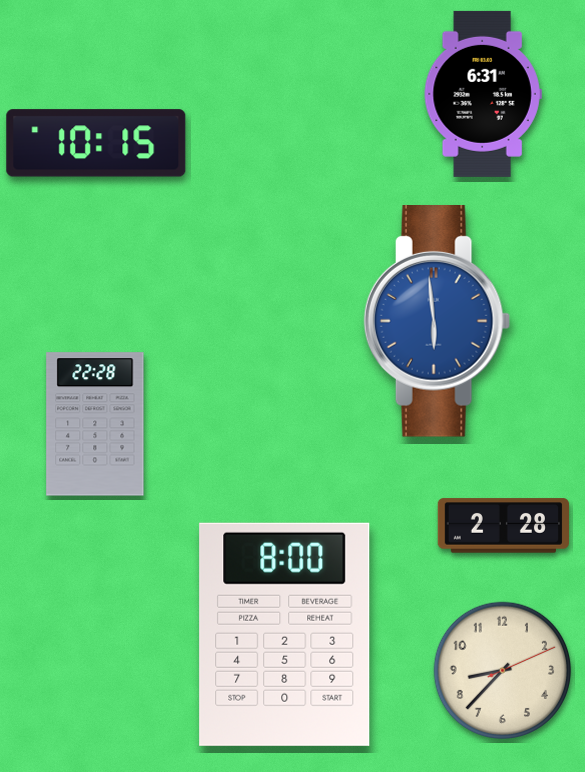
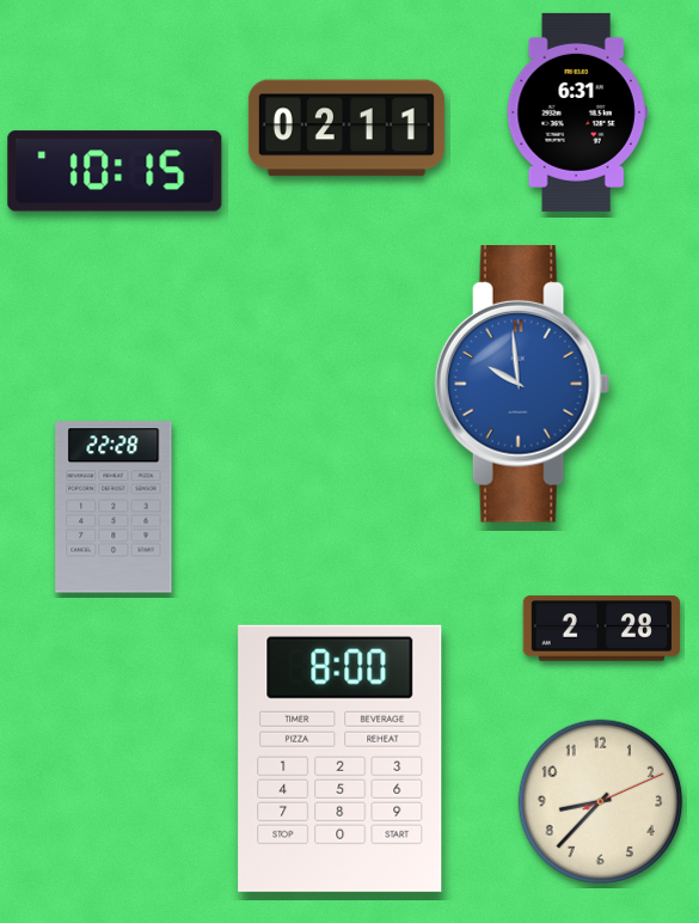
clock at (347, 128): none -> 02:11
clock at (437, 322): 5:59 -> 9:59
